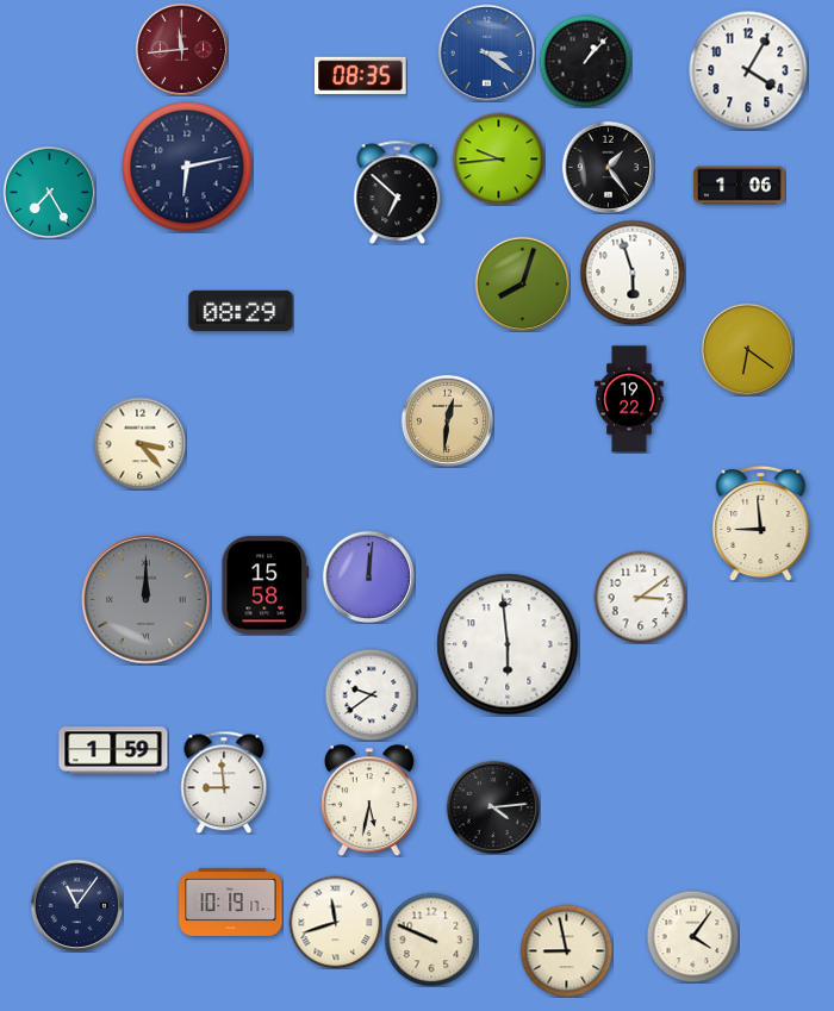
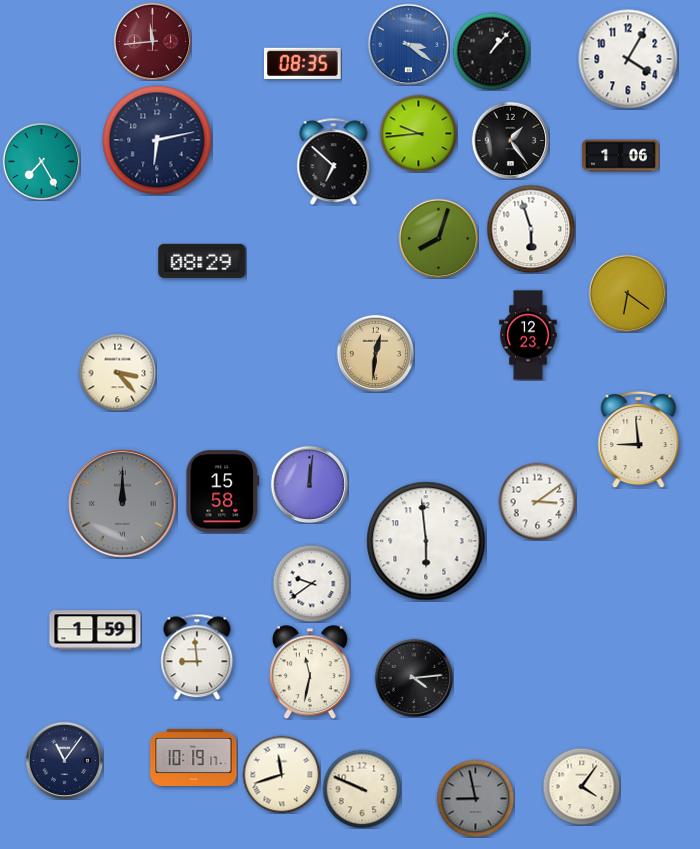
clock at (629, 399): 19:22 -> 12:23
clock at (224, 782) position: (224, 782) -> (197, 657)
clock at (369, 800): 5:32 -> 11:32
clock at (566, 950) dial: cream -> grey
